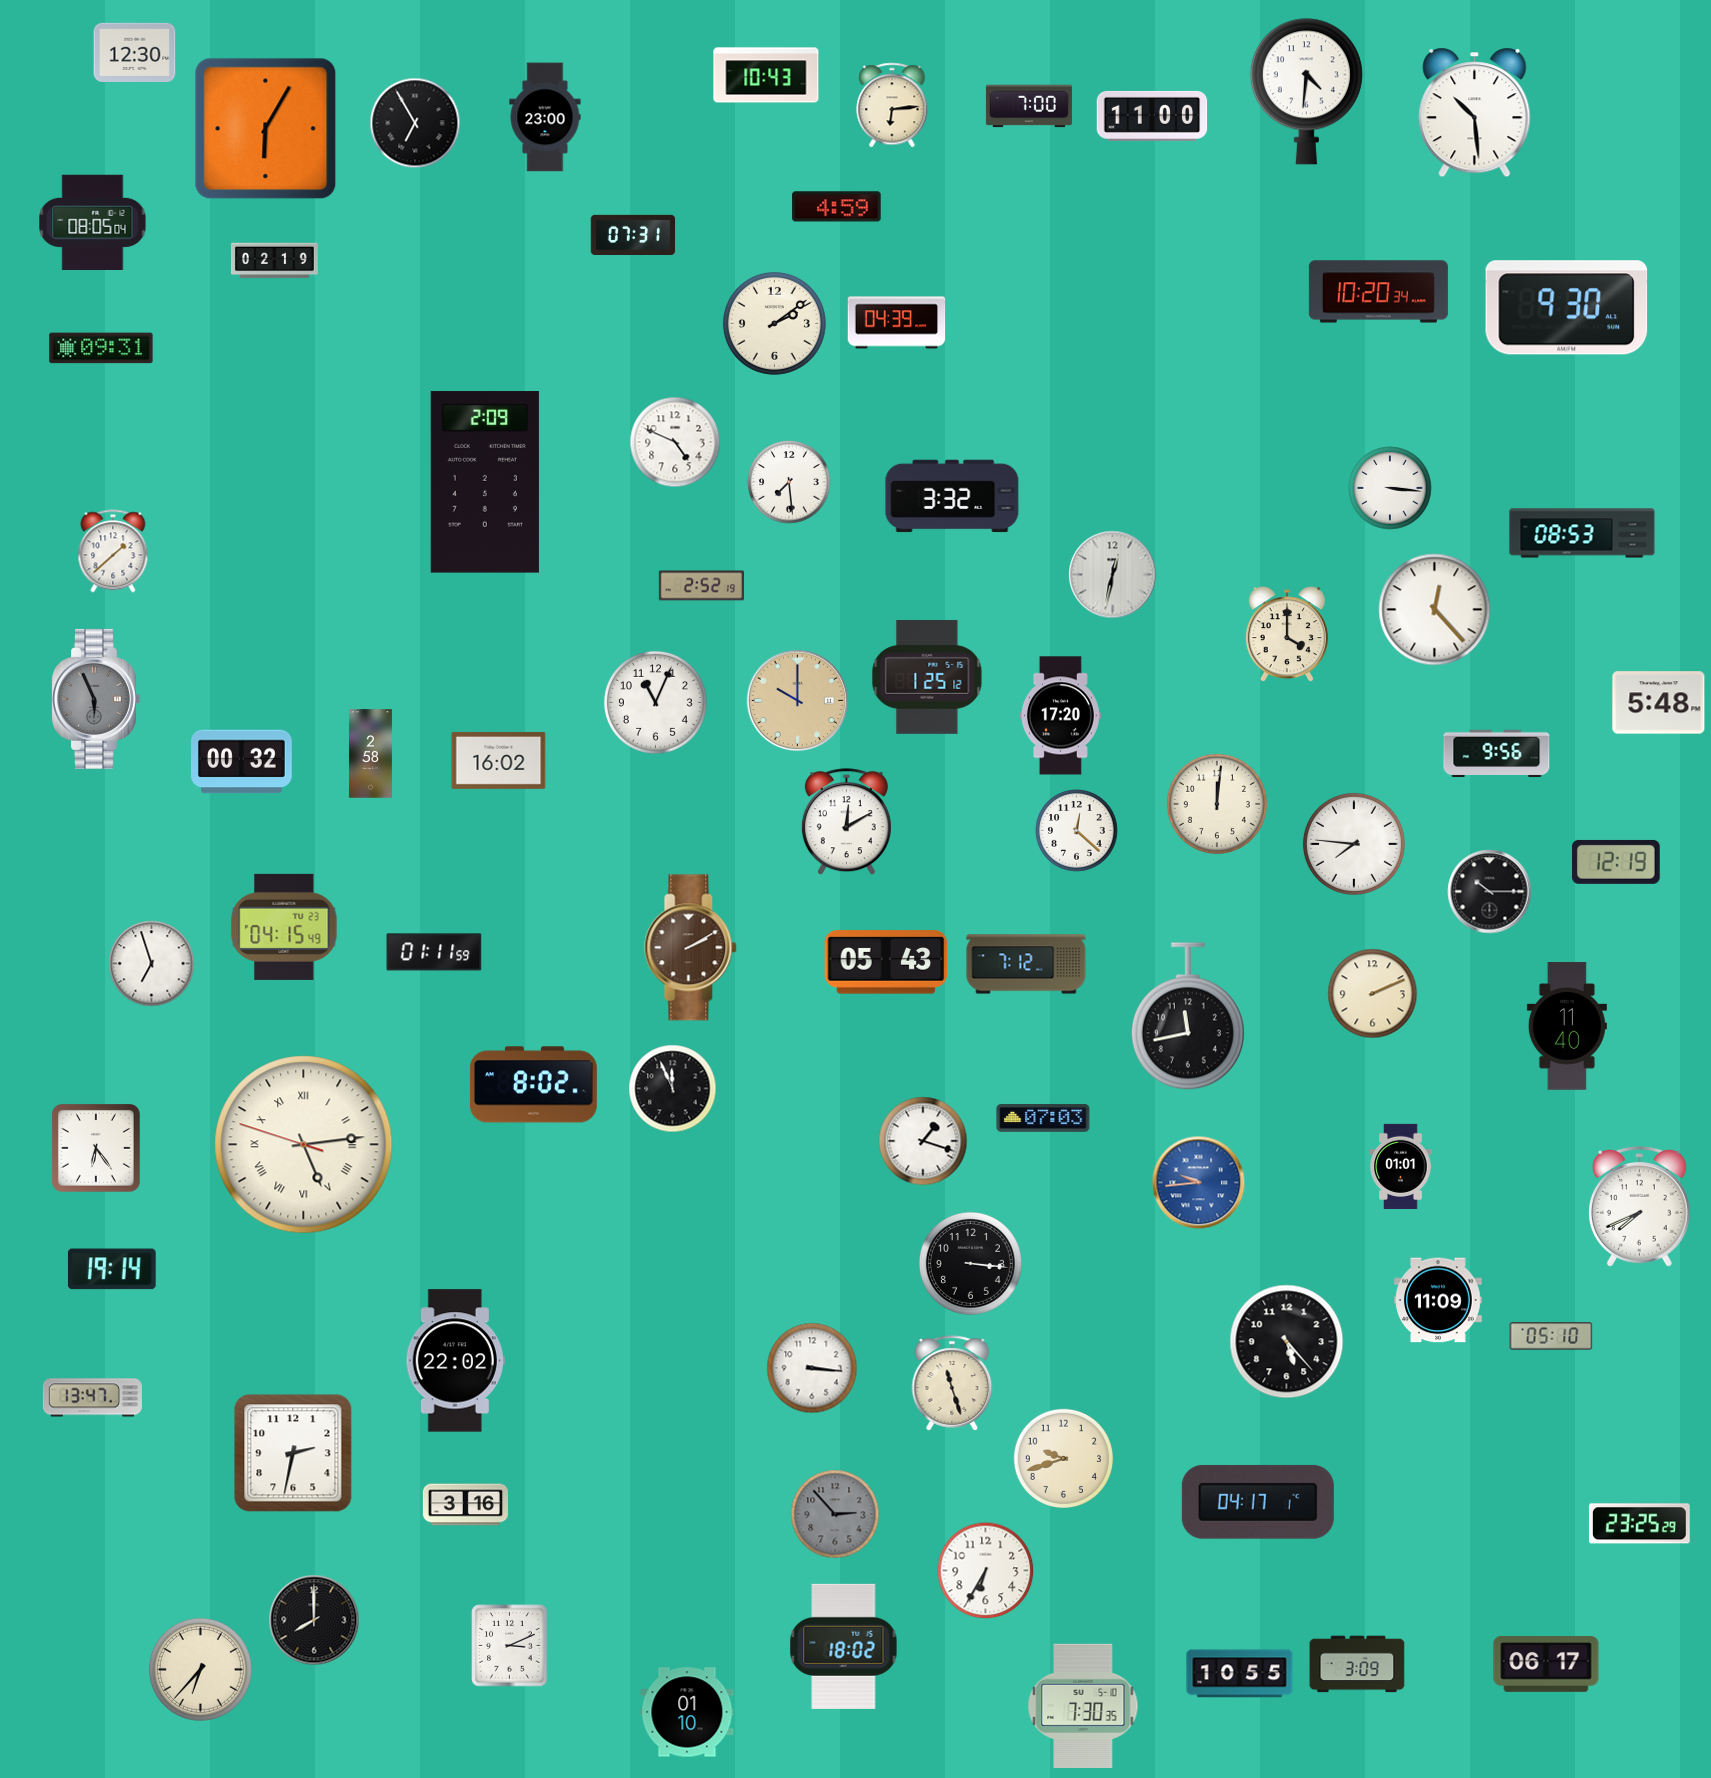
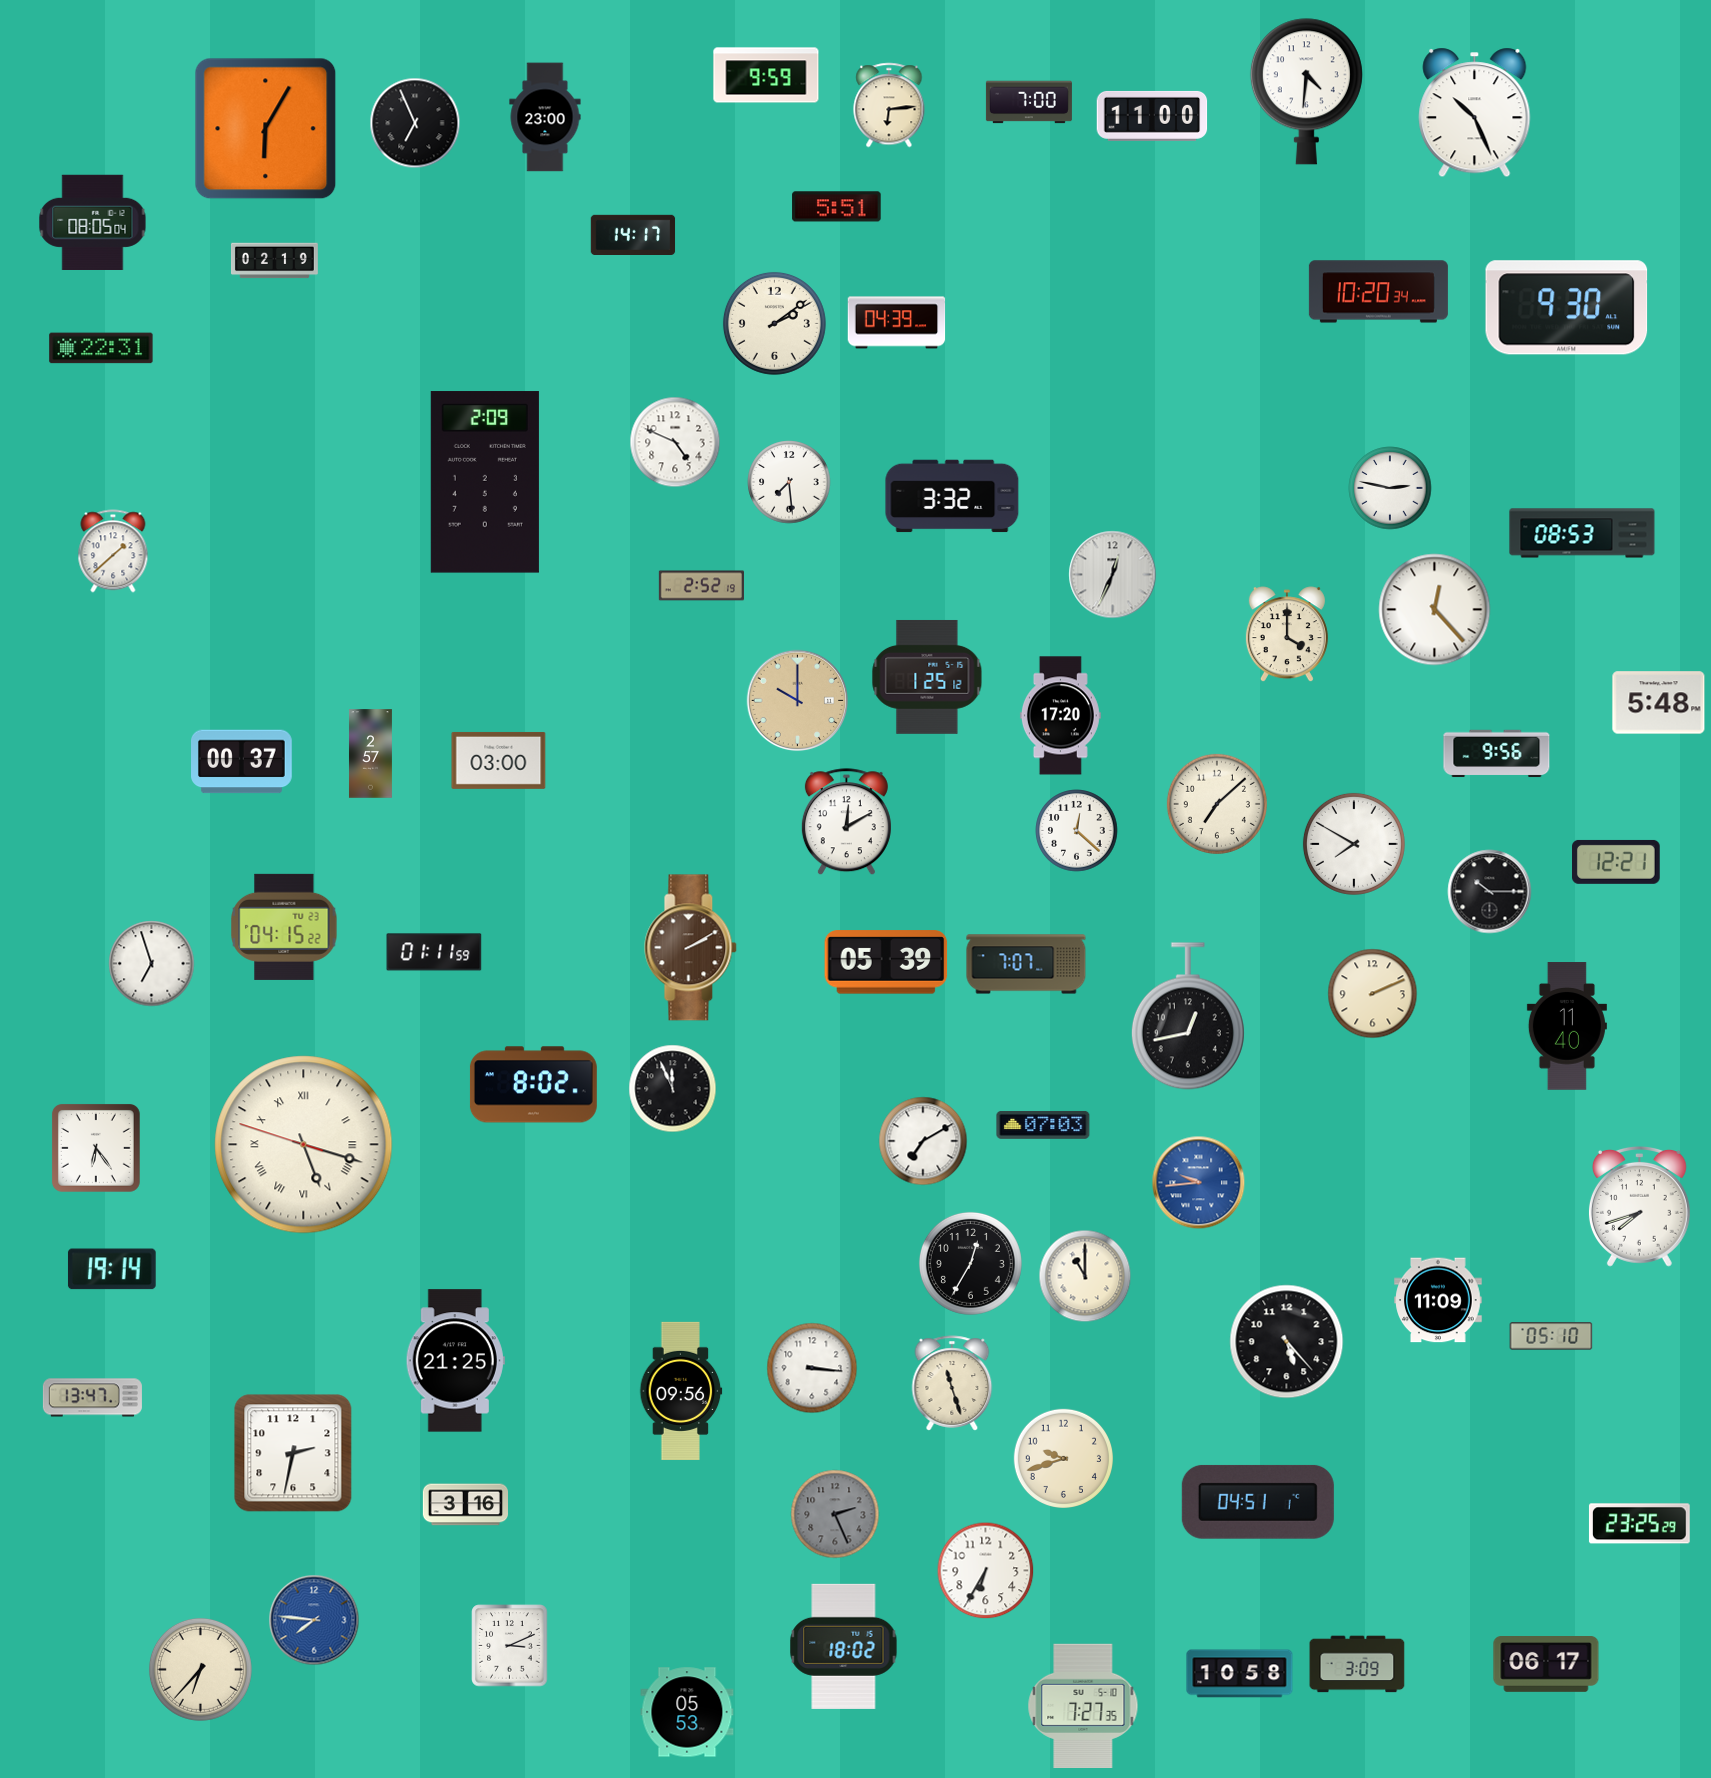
clock at (135, 52): 12:30 -> none
clock at (766, 75): 10:43 -> 9:59
clock at (892, 105) position: (892, 105) -> (889, 105)
clock at (1029, 106) position: (1029, 106) -> (1029, 102)
clock at (1475, 113): 10:29 -> 10:26
clock at (415, 123): 6:55 -> 6:56
clock at (837, 207): 4:59 -> 5:51
clock at (633, 234): 07:31 -> 14:17
clock at (101, 348): 09:31 -> 22:31
clock at (1390, 488): 3:16 -> 2:47
clock at (1113, 575): 12:32 -> 12:34
clock at (96, 699): 5:56 -> none
clock at (655, 702): 11:04 -> none
clock at (370, 754): 2:58 -> 2:57
clock at (499, 760): 16:02 -> 03:00
clock at (242, 762): 00:32 -> 00:37
clock at (1217, 804): 12:01 -> 7:08
clock at (1354, 844): 7:46 -> 7:50
clock at (1617, 862): 12:19 -> 12:21
clock at (284, 927): 04:15:49 -> 04:15:22
clock at (886, 962): 05:43 -> 05:39
clock at (1026, 964): 7:12 -> 7:07
clock at (1188, 1016): 11:43 -> 12:43
clock at (1043, 1118) position: (1043, 1118) -> (1043, 1125)
clock at (923, 1141): 1:18 -> 7:10
clock at (304, 1145): 5:13 -> 5:17
clock at (1401, 1166): 01:01 -> none
clock at (1639, 1207): 7:41 -> 7:42
clock at (970, 1263): 3:16 -> 12:35
clock at (1085, 1276): none -> 11:00
clock at (455, 1361): 22:02 -> 21:25
clock at (681, 1391): none -> 09:56
clock at (1258, 1502): 04:17 -> 04:51
clock at (835, 1514): 2:53 -> 2:26
clock at (314, 1620): 8:00 -> 7:46
clock at (314, 1620) dial: black -> blue
clock at (1240, 1674): 10:55 -> 10:58
clock at (1083, 1705): 7:30 -> 7:27
clock at (687, 1712): 01:10 -> 05:53
